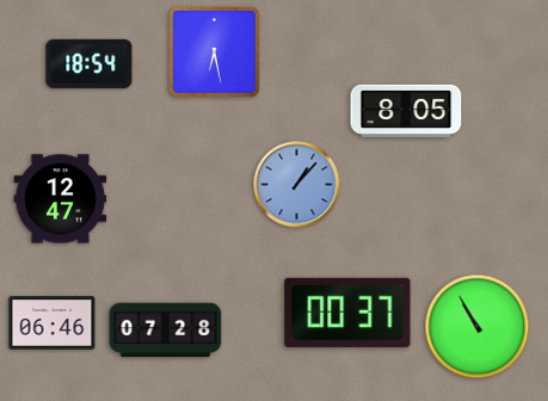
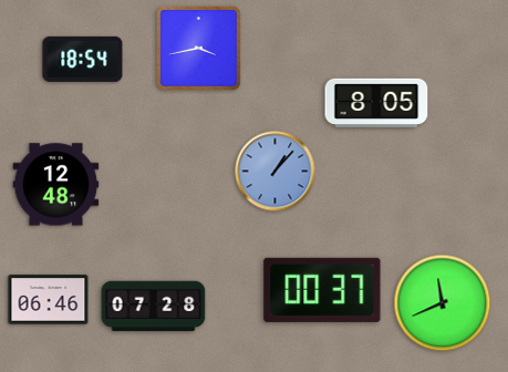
clock at (214, 51): 6:28 -> 3:43
clock at (61, 199): 12:47 -> 12:48
clock at (478, 327): 10:55 -> 11:41
